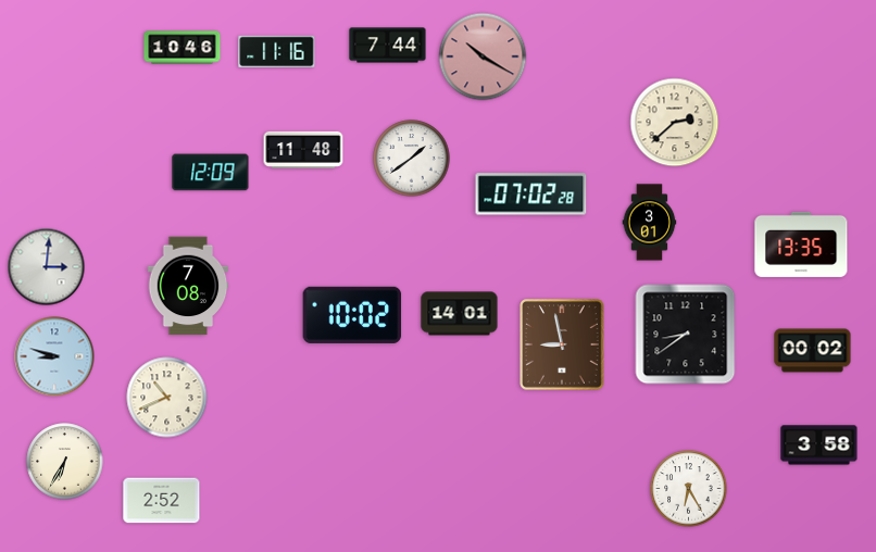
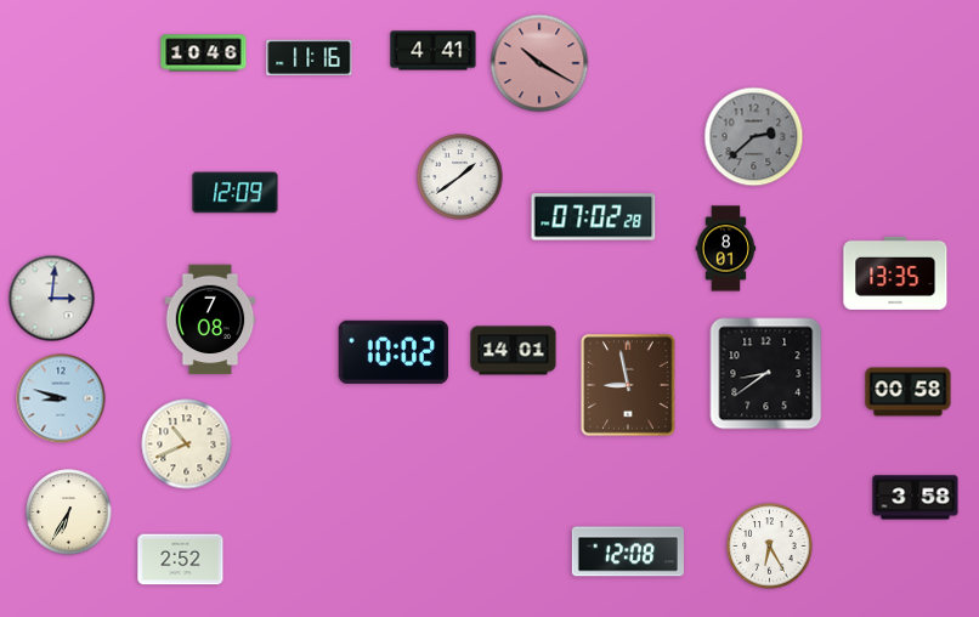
clock at (388, 46): 7:44 -> 4:41
clock at (675, 123) dial: cream -> grey
clock at (303, 150): 11:48 -> none
clock at (650, 223): 3:01 -> 8:01
clock at (813, 351): 00:02 -> 00:58
clock at (65, 462) position: (65, 462) -> (69, 513)
clock at (628, 551): none -> 12:08
